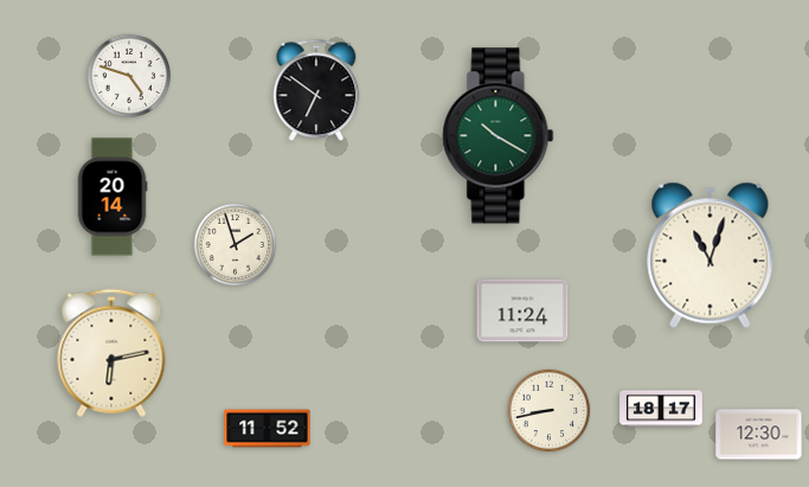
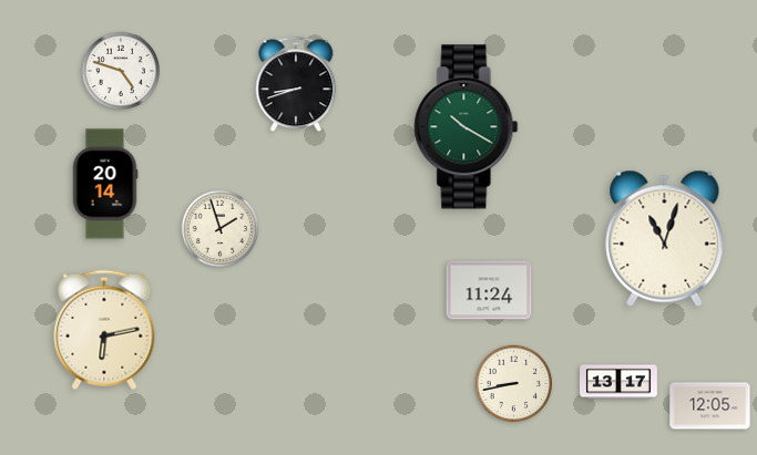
clock at (316, 90): 6:51 -> 8:42
clock at (661, 409): 18:17 -> 13:17
clock at (268, 429): 11:52 -> none
clock at (759, 435): 12:30 -> 12:05
